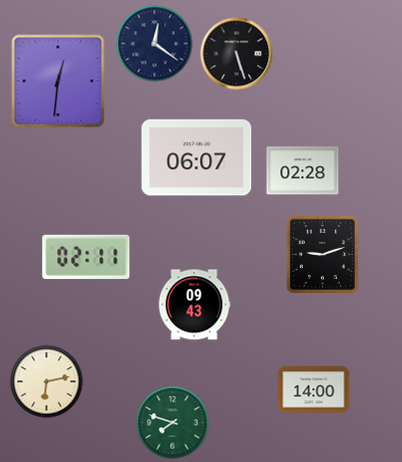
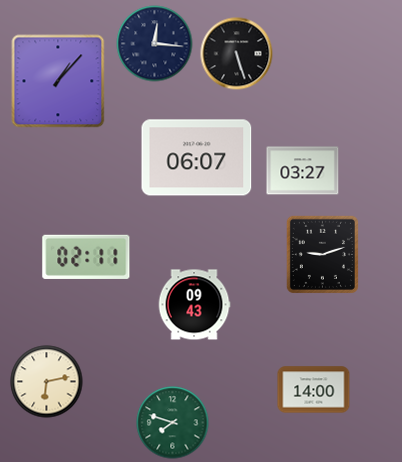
clock at (155, 44): 12:21 -> 12:16
clock at (58, 81): 12:31 -> 1:07
clock at (303, 171): 02:28 -> 03:27
